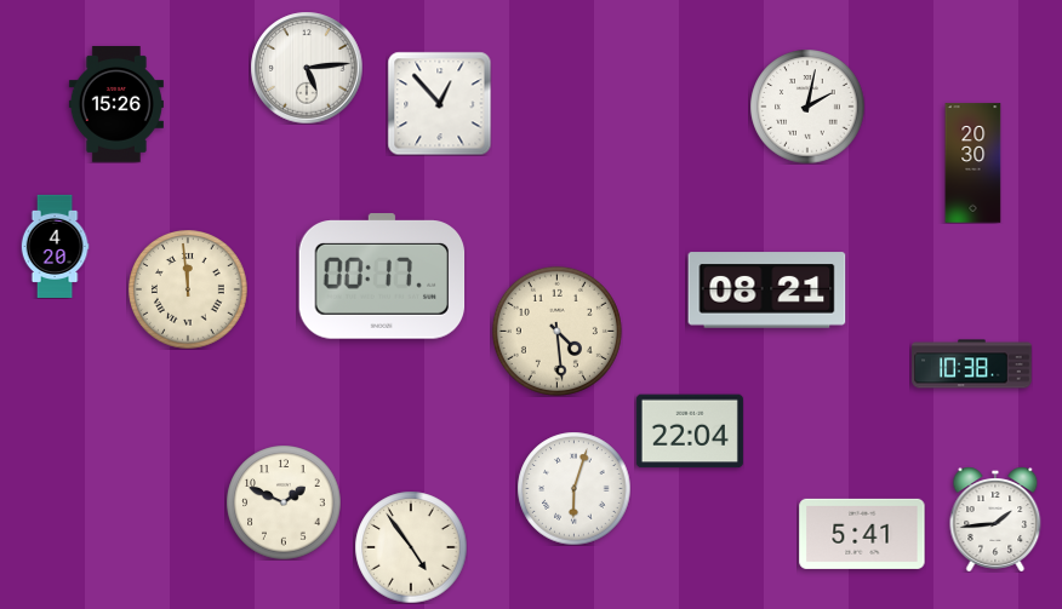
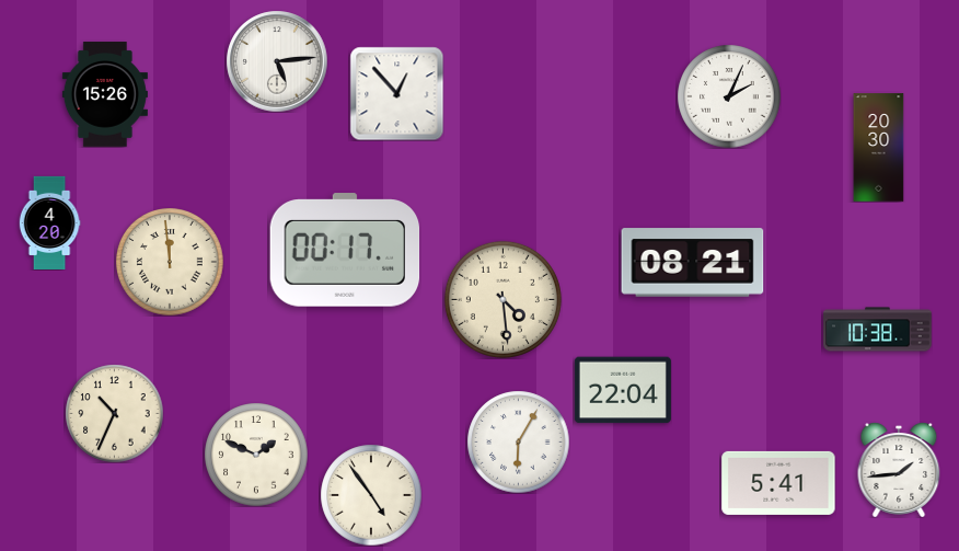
clock at (807, 107): 2:02 -> 2:04
clock at (114, 413): none -> 10:34
clock at (573, 488): 6:03 -> 6:05
